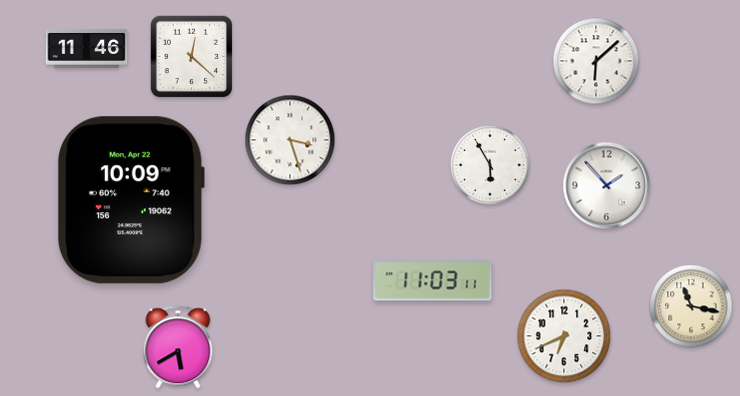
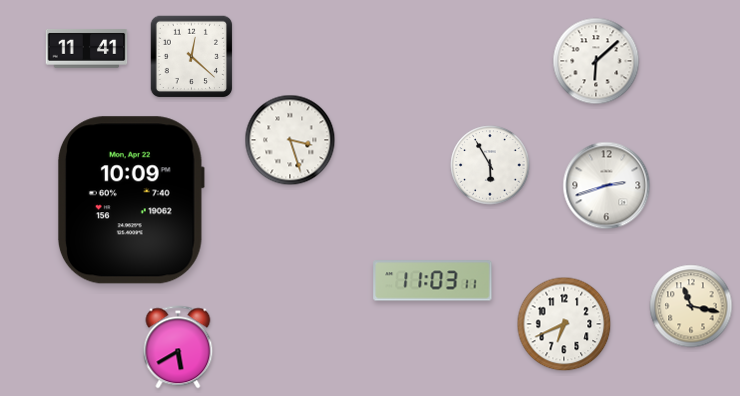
clock at (87, 49): 11:46 -> 11:41
clock at (607, 186): 1:53 -> 2:42
clock at (564, 336) position: (564, 336) -> (564, 324)
